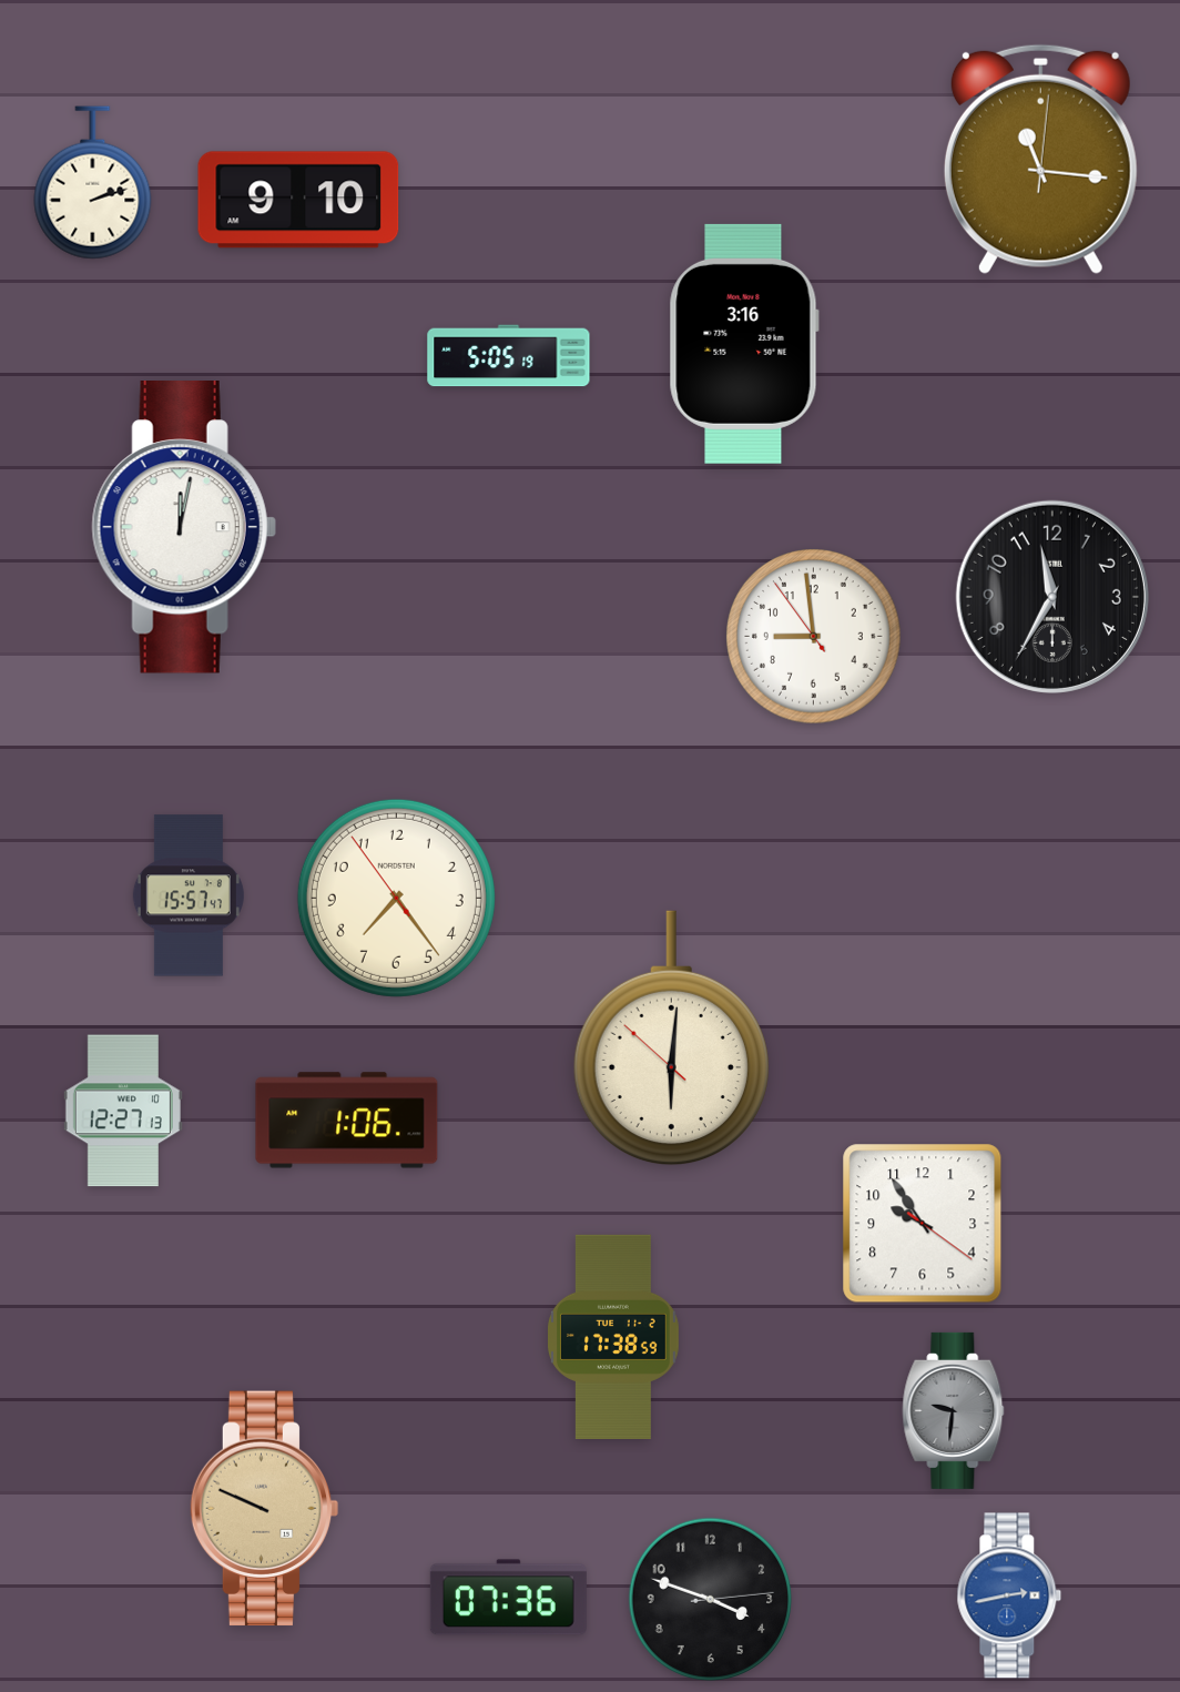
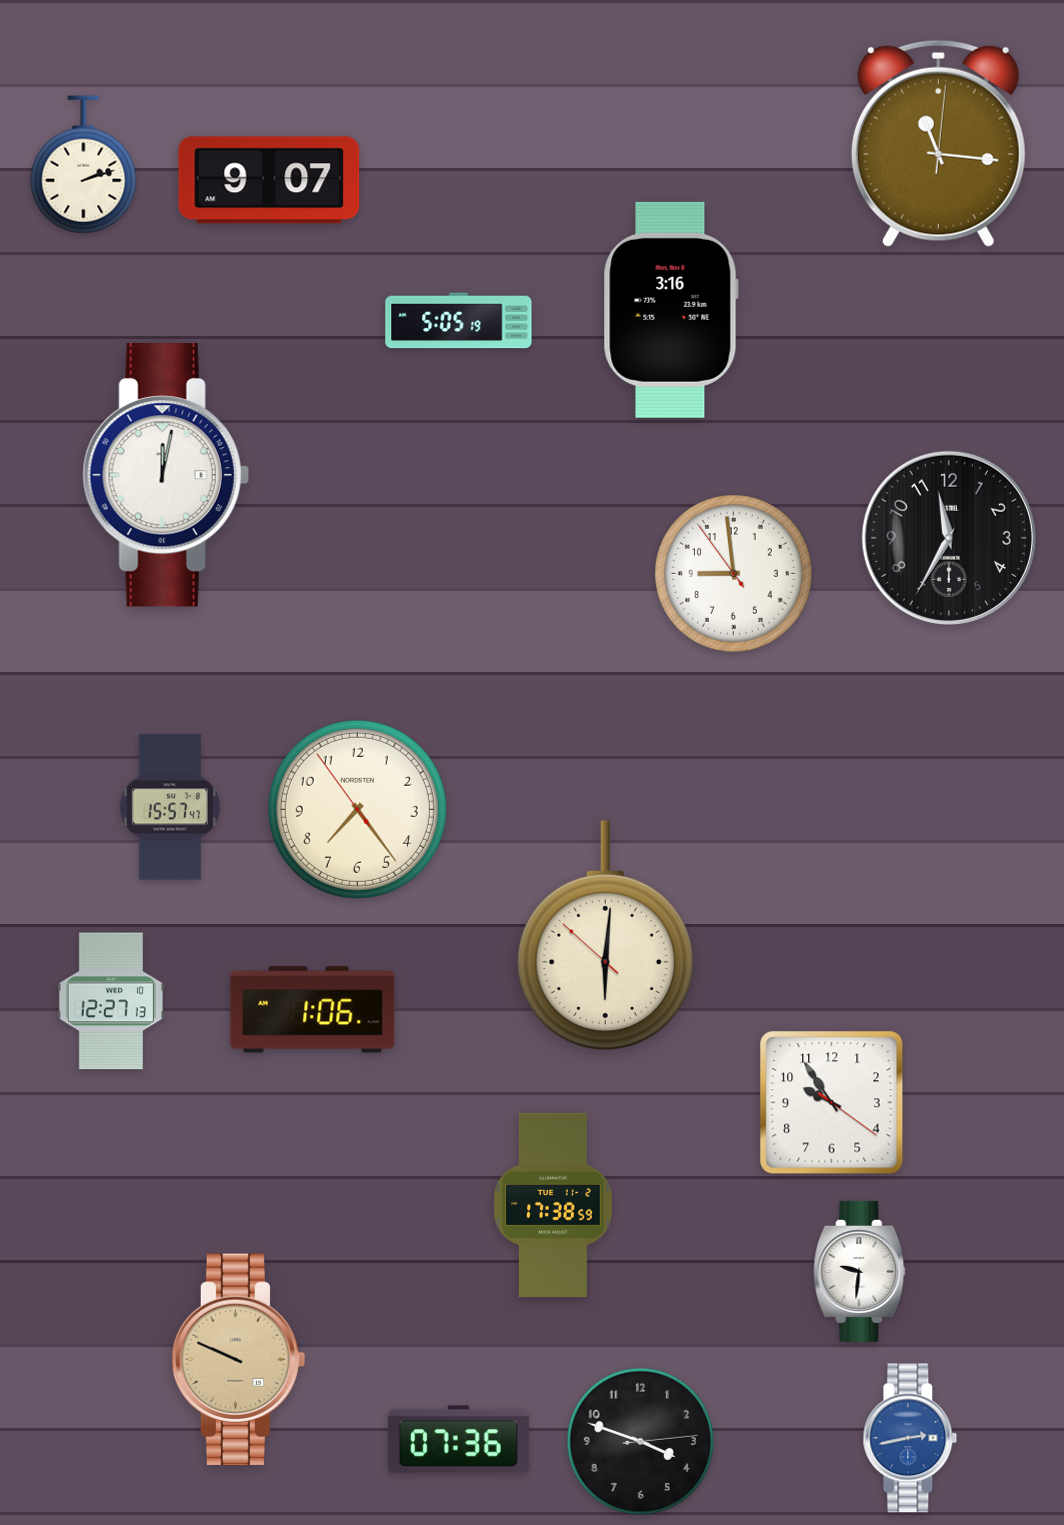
clock at (298, 200): 9:10 -> 9:07
clock at (954, 1410) dial: grey -> white
